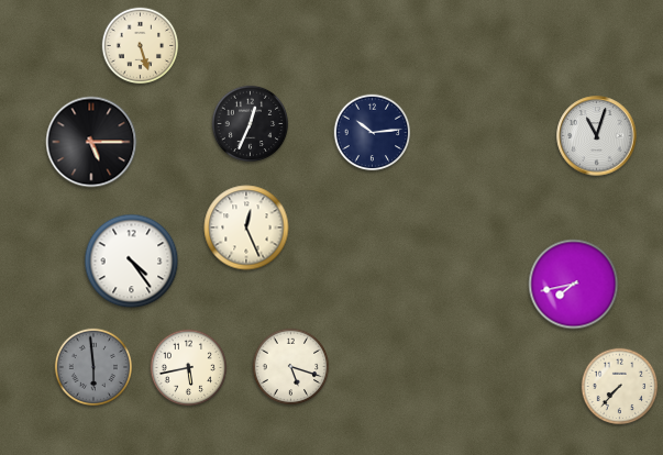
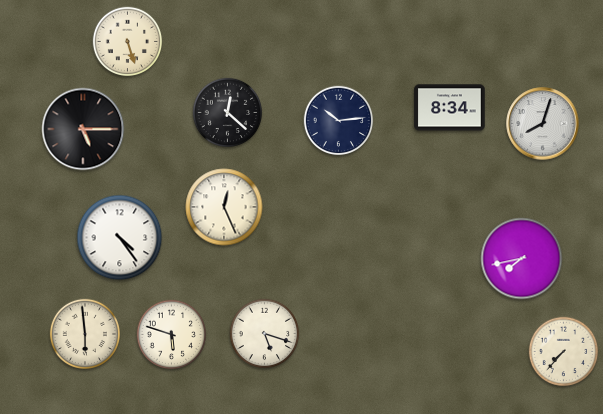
clock at (450, 108): none -> 8:34
clock at (251, 124): 12:34 -> 12:22
clock at (597, 136): 11:03 -> 8:03
clock at (92, 366) dial: grey -> cream
clock at (189, 368): 5:43 -> 5:48
